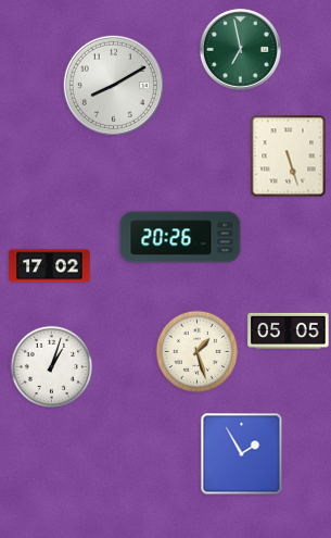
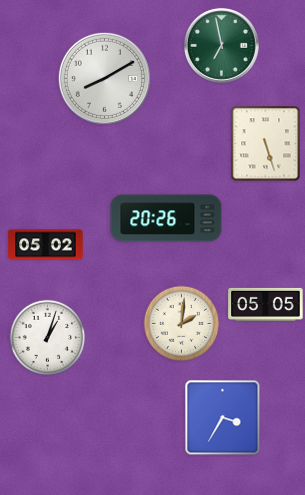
clock at (50, 266): 17:02 -> 05:02
clock at (198, 352): 1:27 -> 2:01
clock at (242, 454): 1:55 -> 3:35
